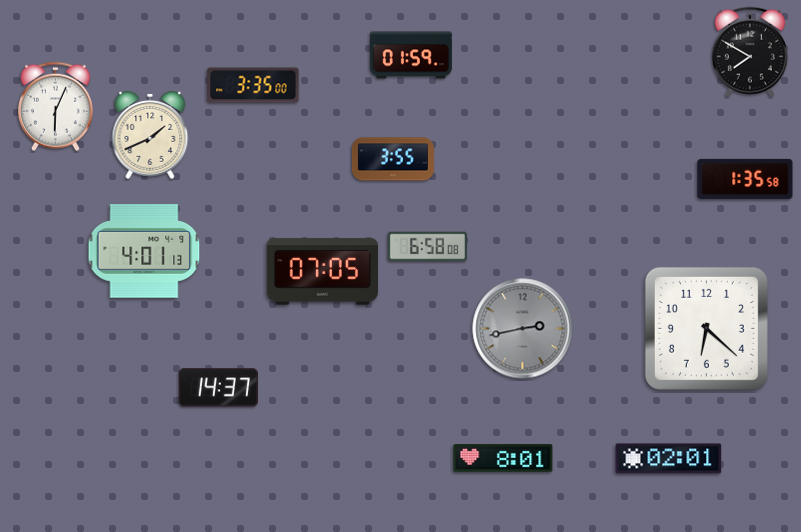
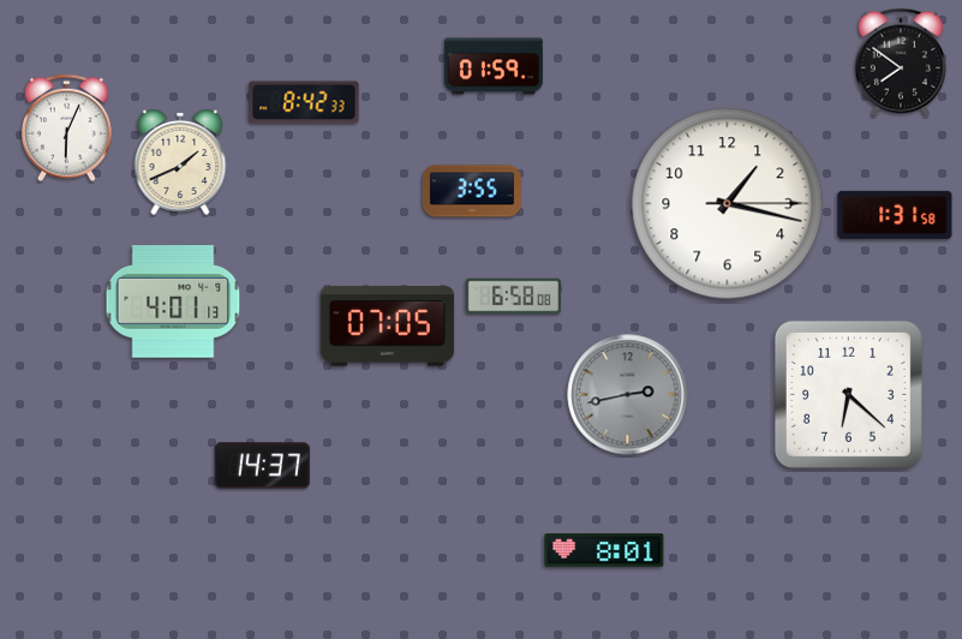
clock at (750, 52): 7:50 -> 7:51
clock at (253, 85): 3:35 -> 8:42
clock at (728, 204): none -> 1:17
clock at (745, 179): 1:35 -> 1:31
clock at (669, 459): 02:01 -> none
